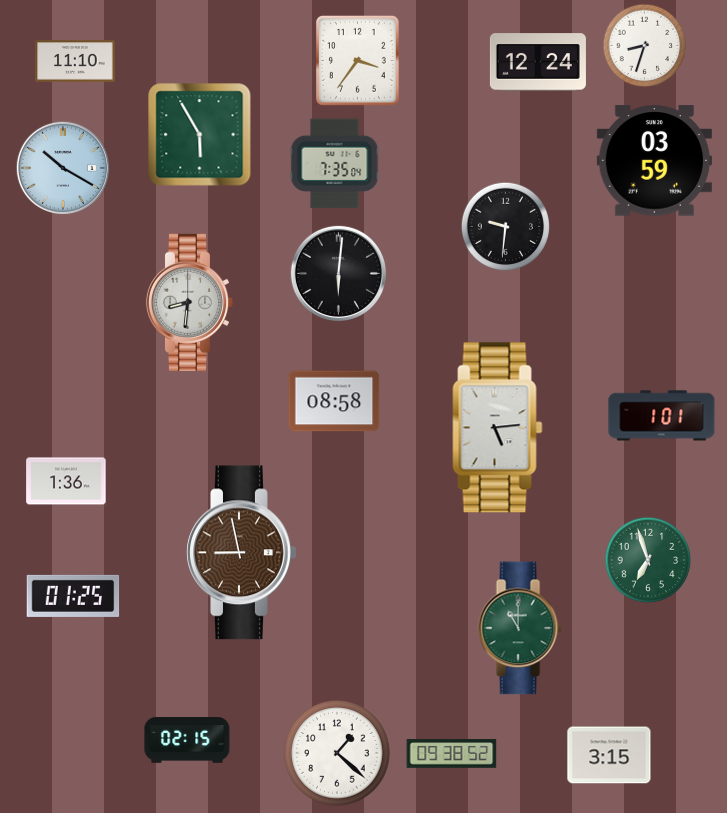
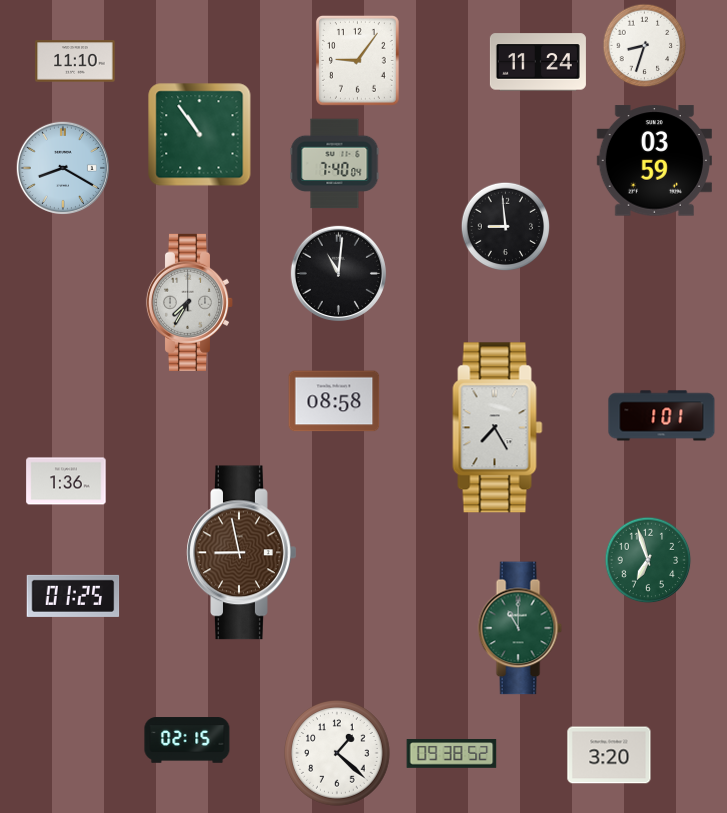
clock at (357, 60): 3:36 -> 9:06
clock at (538, 62): 12:24 -> 11:24
clock at (200, 135): 5:55 -> 10:54
clock at (335, 164): 7:35 -> 7:40
clock at (63, 168): 10:20 -> 8:20
clock at (506, 227): 9:31 -> 8:59
clock at (338, 273): 6:01 -> 11:01
clock at (190, 302): 8:31 -> 7:35
clock at (498, 428): 5:14 -> 7:25
clock at (609, 755): 3:15 -> 3:20
